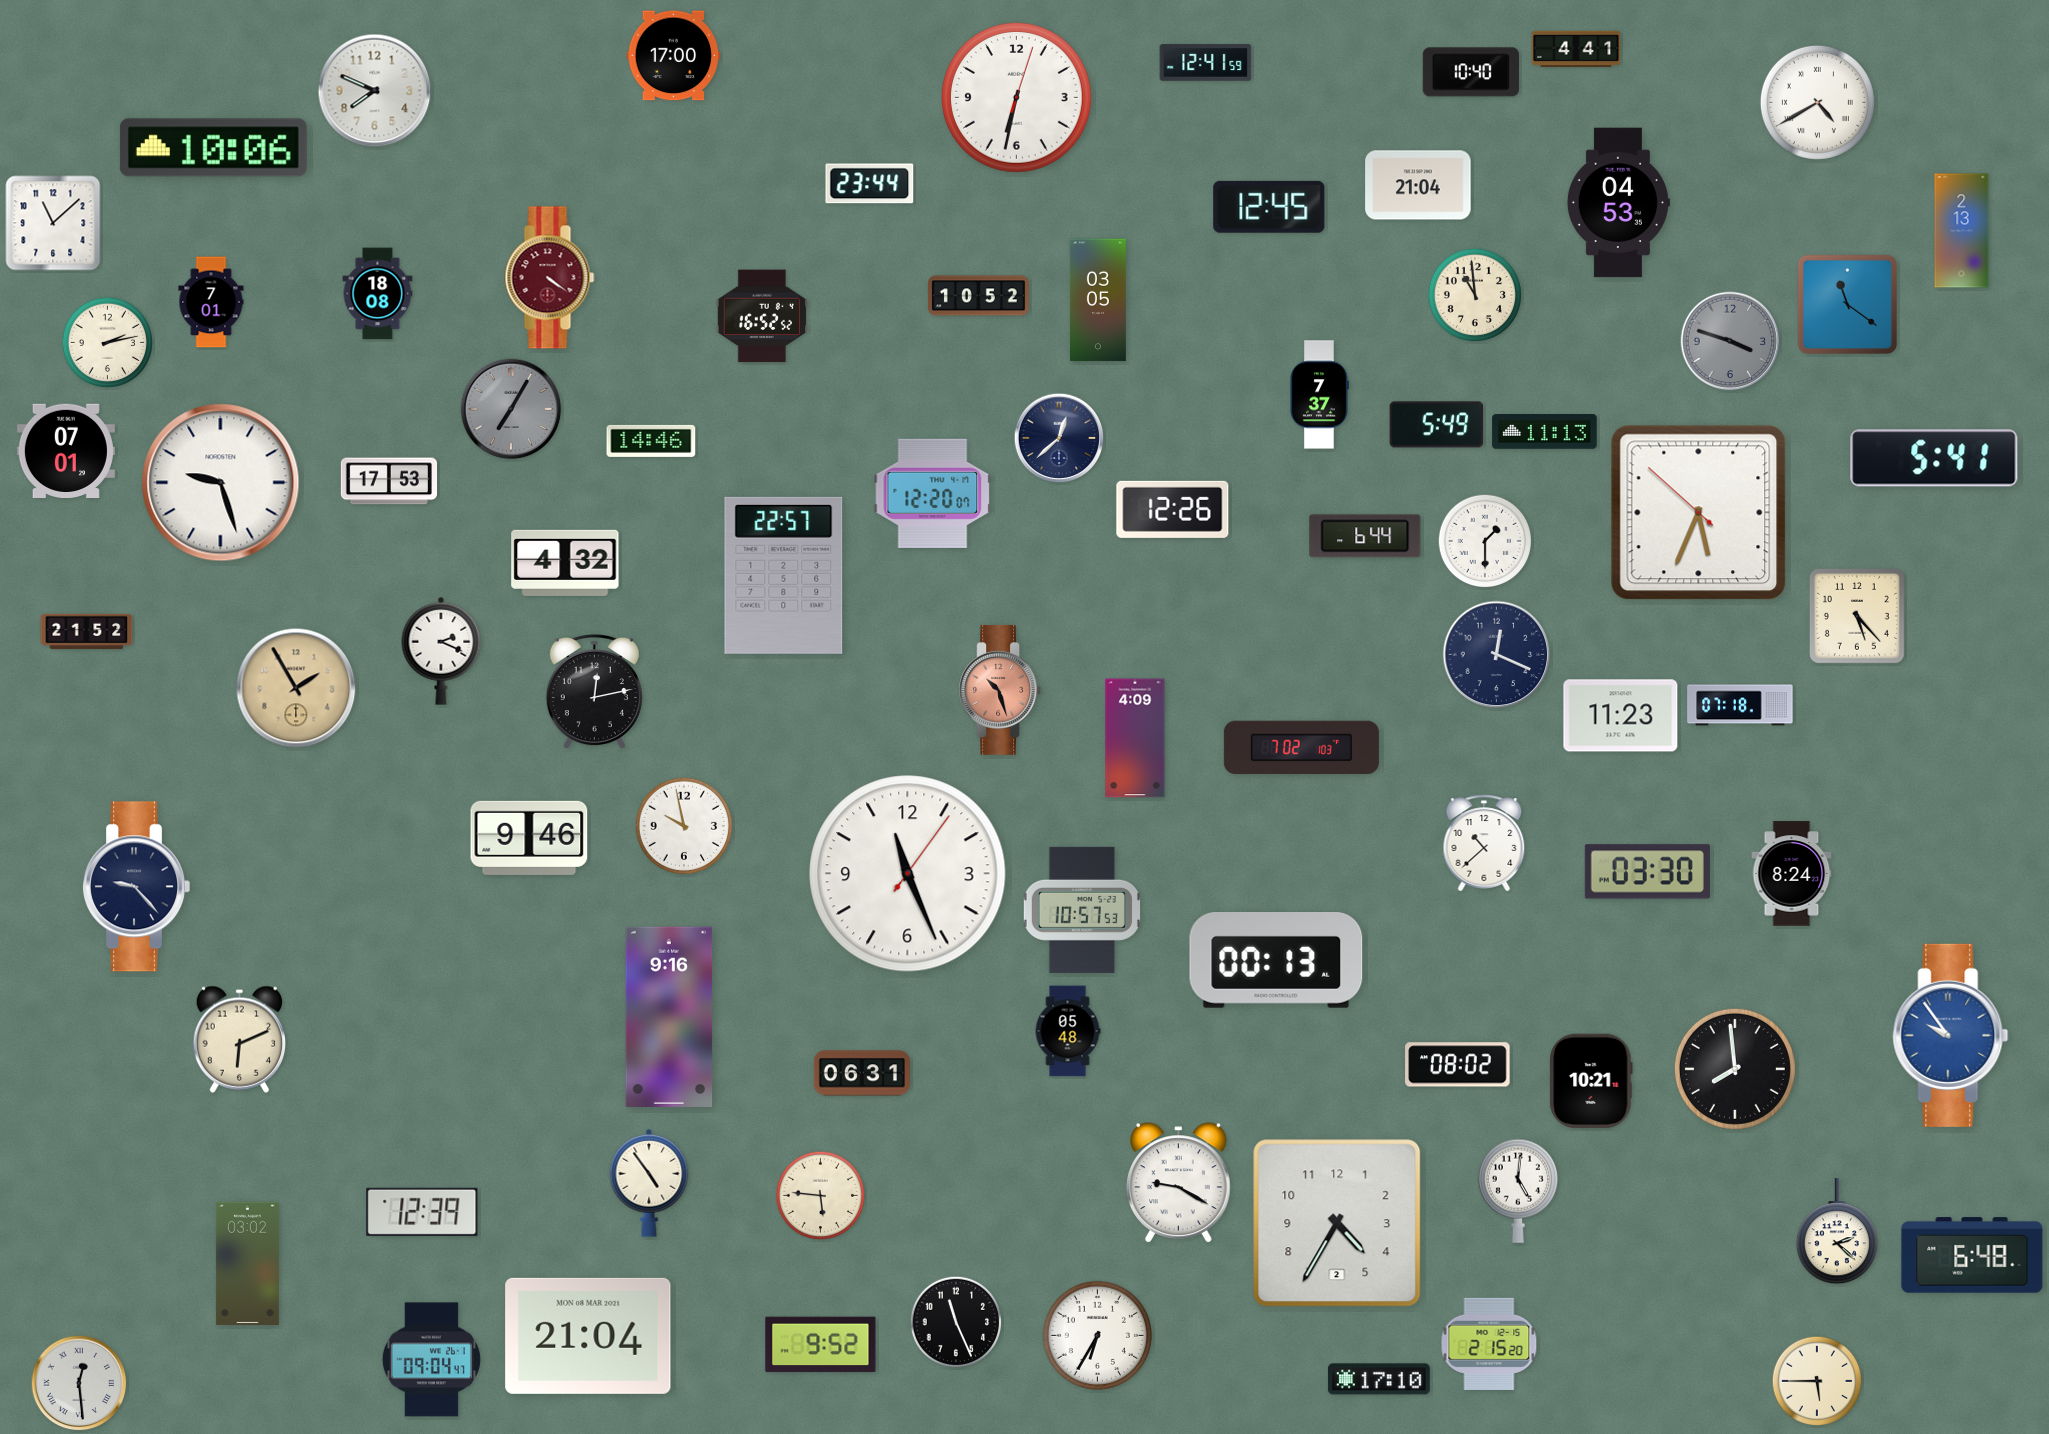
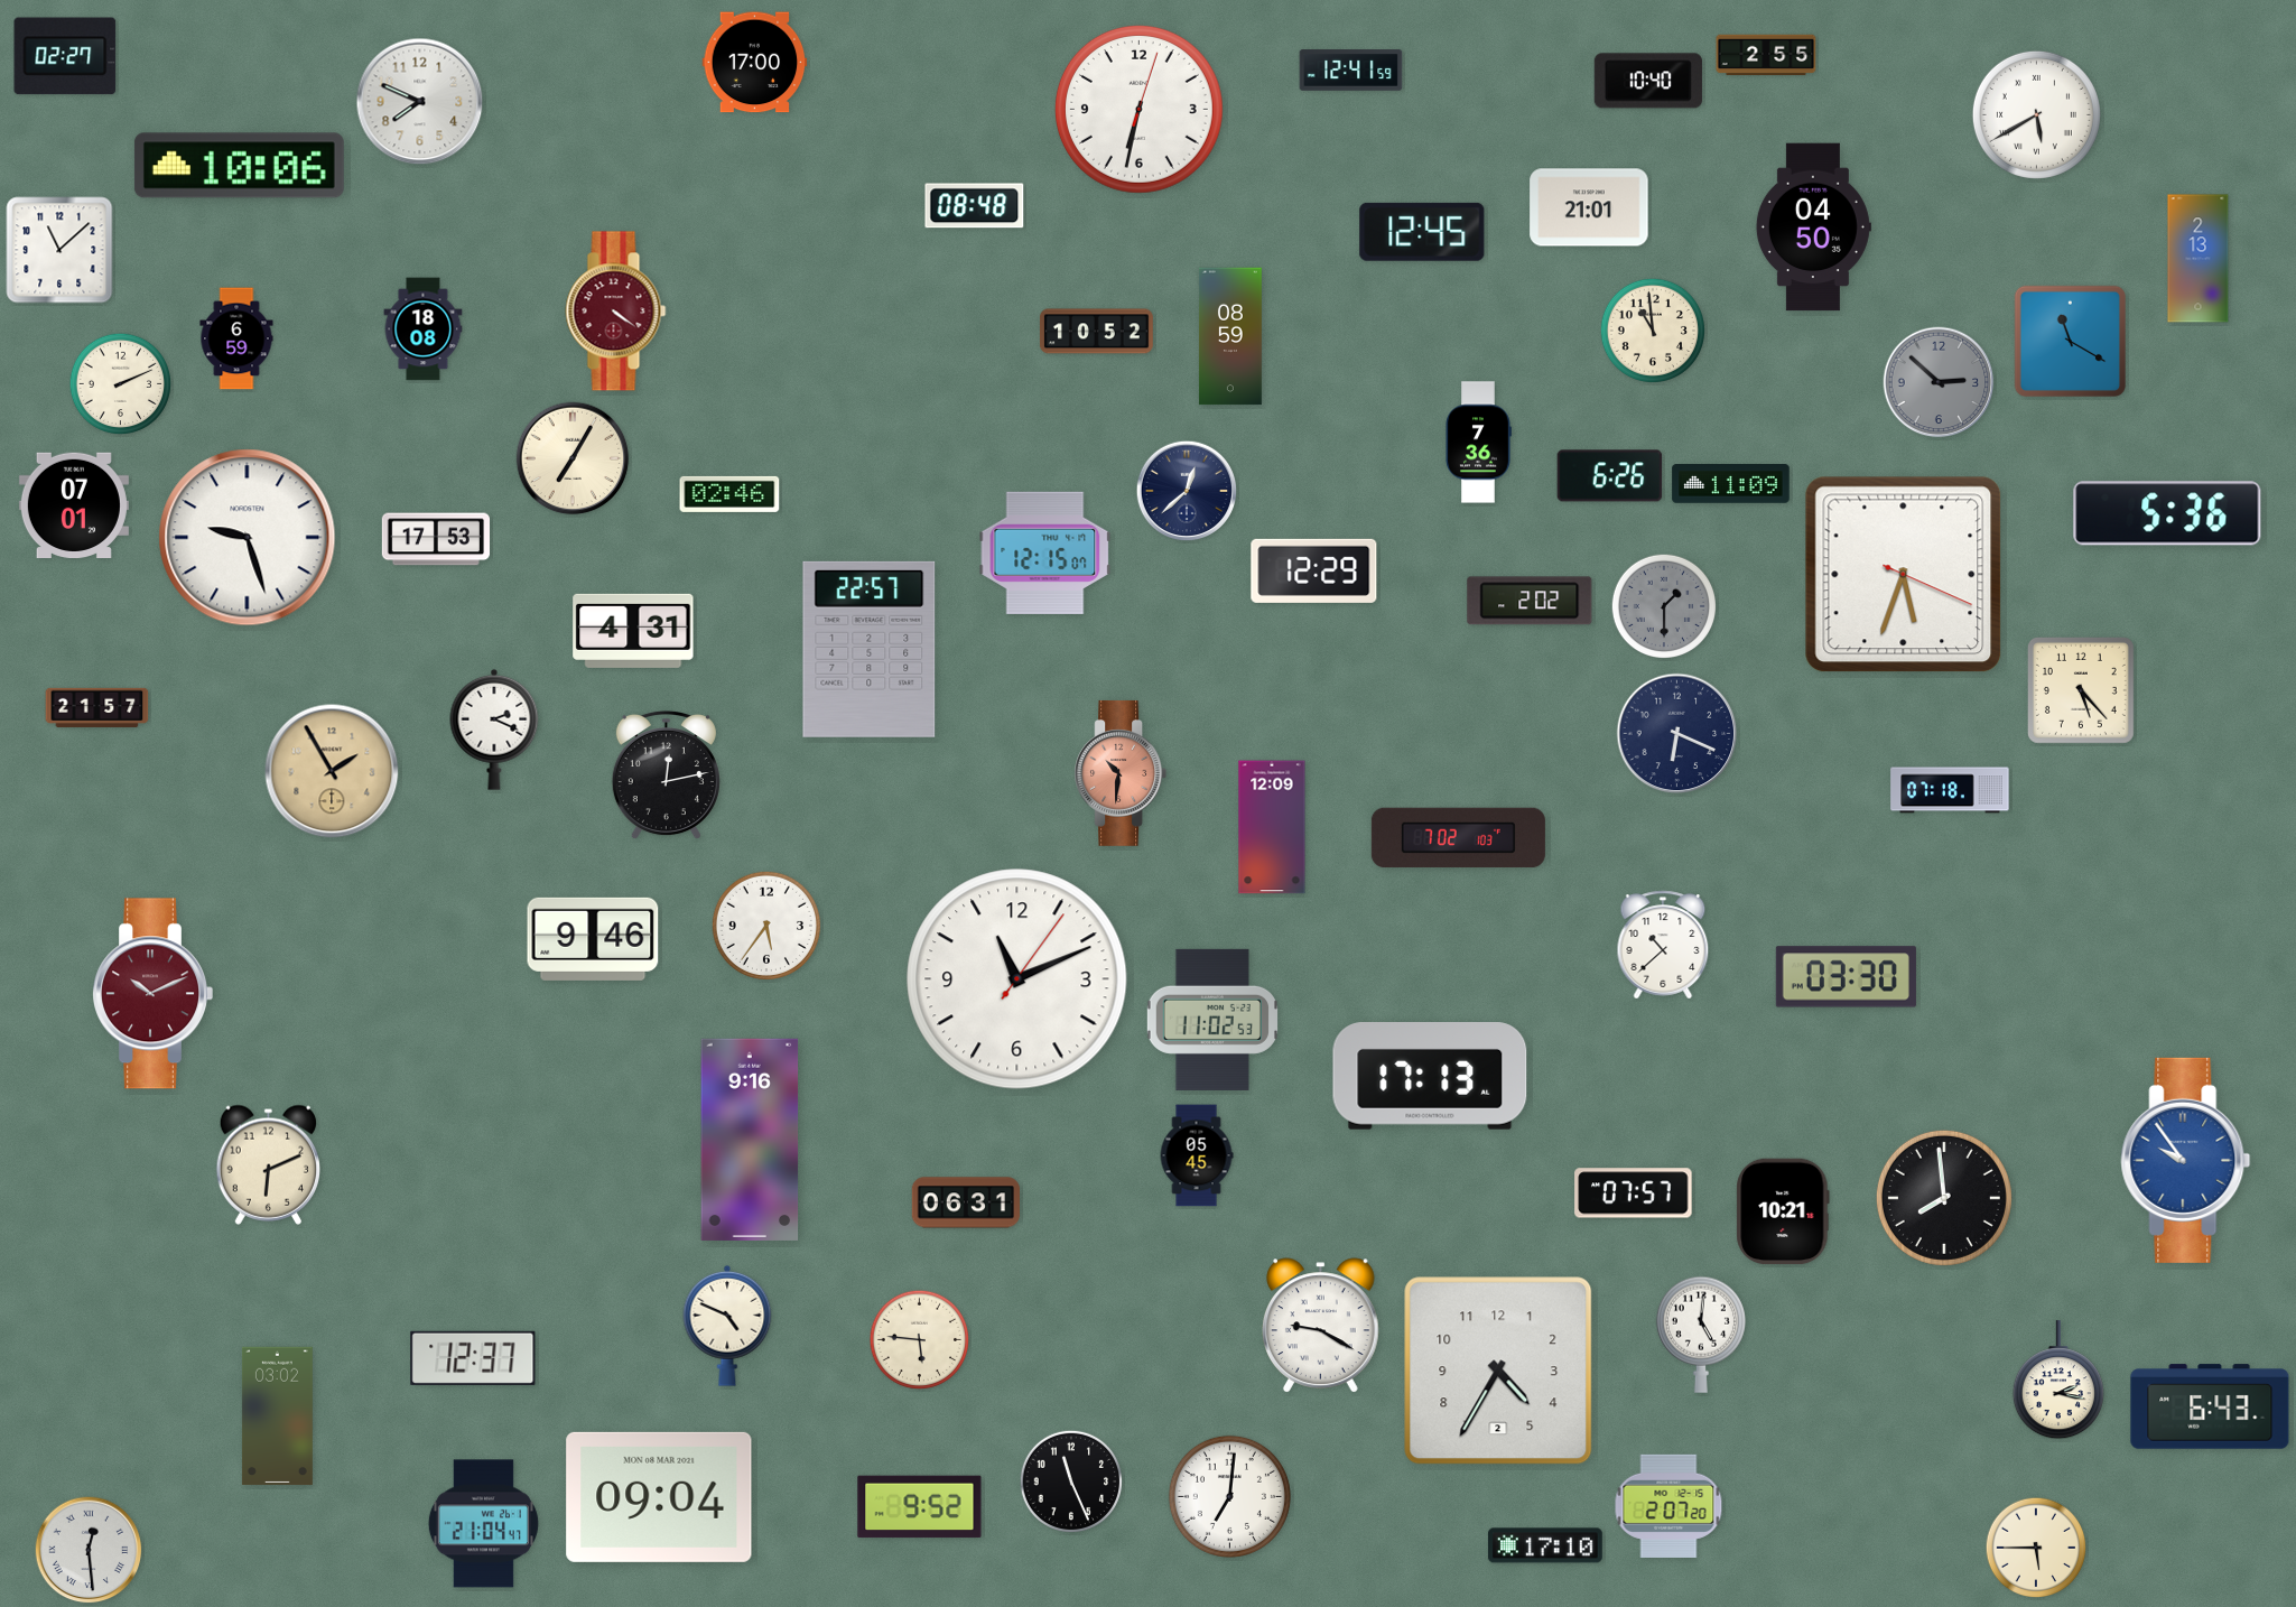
clock at (1576, 49): 4:41 -> 2:55
clock at (65, 56): none -> 02:27
clock at (1817, 102): 4:40 -> 5:40
clock at (870, 184): 23:44 -> 08:48
clock at (1418, 185): 21:04 -> 21:01
clock at (1618, 203): 04:53 -> 04:50
clock at (1098, 300): 03:05 -> 08:59
clock at (211, 302): 7:01 -> 6:59
clock at (1847, 304): 11:21 -> 11:20
clock at (762, 316): 16:52 -> none
clock at (1730, 341): 3:48 -> 2:52
clock at (108, 343): 2:13 -> 2:11
clock at (1319, 395): 7:37 -> 7:36
clock at (511, 409) dial: grey -> cream
clock at (1437, 425): 5:49 -> 6:26
clock at (1545, 432): 11:13 -> 11:09
clock at (651, 441): 14:46 -> 02:46
clock at (1934, 458): 5:41 -> 5:36
clock at (221, 483) position: (221, 483) -> (248, 538)
clock at (933, 493): 12:20 -> 12:15
clock at (1173, 509): 12:26 -> 12:29
clock at (1699, 513): 5:33:52 -> 5:33:19
clock at (1365, 536): 6:44 -> 2:02
clock at (1484, 540) dial: white -> grey
clock at (565, 563): 4:32 -> 4:31
clock at (784, 575) position: (784, 575) -> (870, 649)
clock at (87, 631): 21:52 -> 21:57
clock at (1497, 655): 12:19 -> 6:19
clock at (1000, 690): 10:27 -> 10:31
clock at (1621, 716): 11:23 -> none
clock at (1135, 738): 4:09 -> 12:09
clock at (683, 825): 9:58 -> 5:36
clock at (908, 874): 11:26 -> 11:11
clock at (1792, 874): 8:24 -> none
clock at (136, 887): 9:23 -> 10:11
clock at (136, 887) dial: navy -> burgundy
clock at (1082, 910): 10:57 -> 11:02
clock at (1276, 961): 00:13 -> 17:13
clock at (1068, 1031): 05:48 -> 05:45
clock at (1458, 1065): 08:02 -> 07:57
clock at (649, 1183): 4:54 -> 4:49
clock at (422, 1212): 12:39 -> 12:37
clock at (1837, 1232): 2:22 -> 2:17
clock at (1972, 1255): 6:48 -> 6:43
clock at (1097, 1335): 6:35 -> 7:01
clock at (588, 1336): 21:04 -> 09:04
clock at (1489, 1344): 2:15 -> 2:07
clock at (431, 1360): 09:04 -> 21:04
